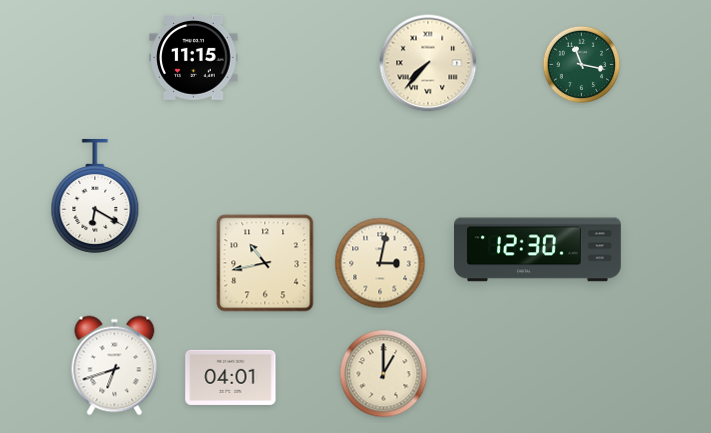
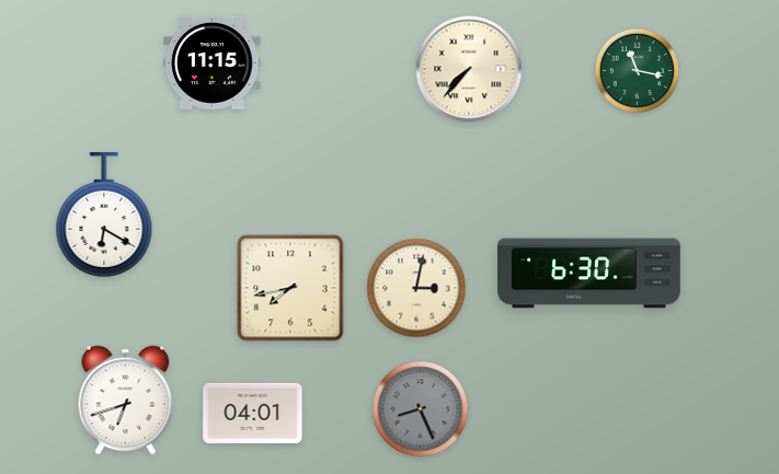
clock at (538, 250): 12:30 -> 6:30
clock at (265, 263): 10:43 -> 7:43
clock at (384, 374): 1:00 -> 8:26
clock at (384, 374) dial: cream -> grey
